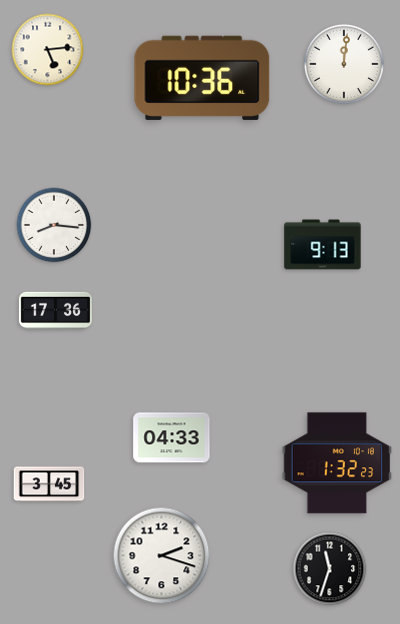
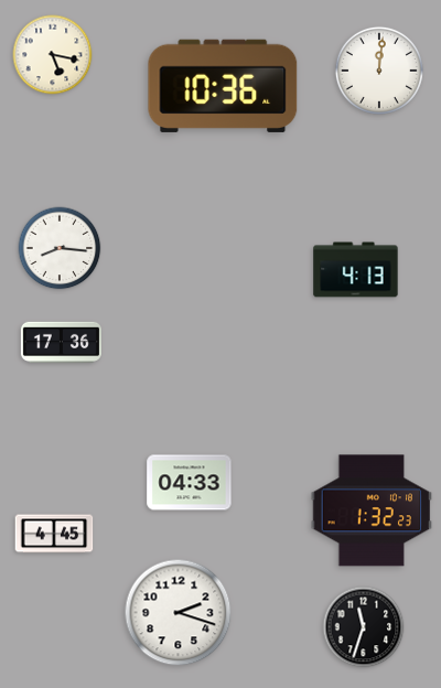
clock at (48, 50): 5:14 -> 5:17
clock at (323, 245): 9:13 -> 4:13
clock at (49, 484): 3:45 -> 4:45
